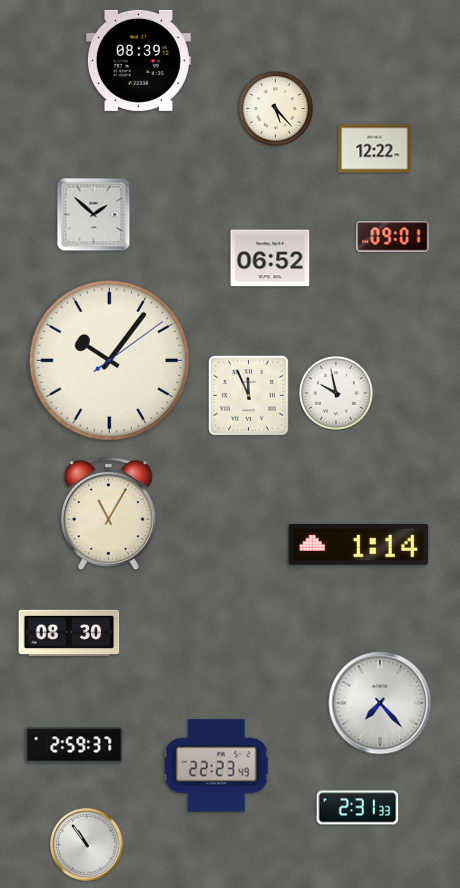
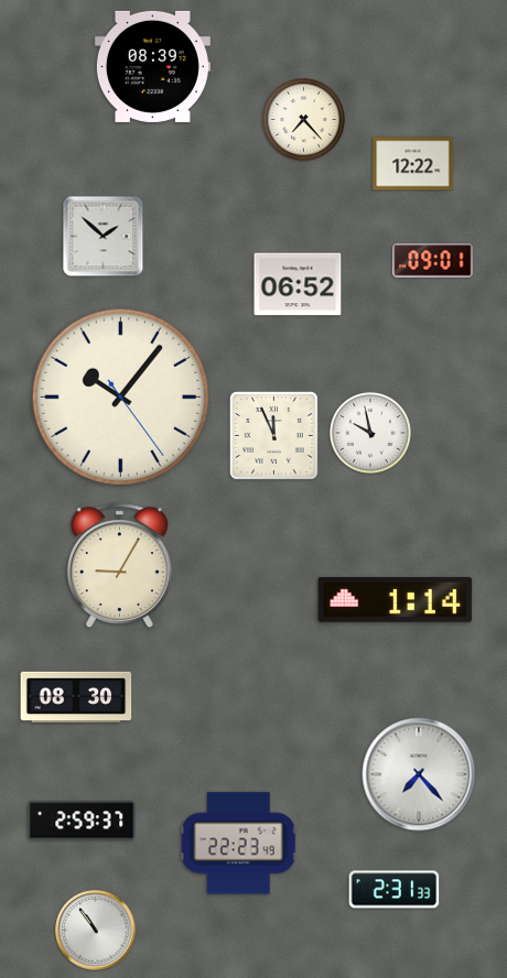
clock at (276, 109): 5:23 -> 7:23
clock at (109, 360): 10:06:09 -> 10:06:24
clock at (108, 514): 11:05 -> 9:05
